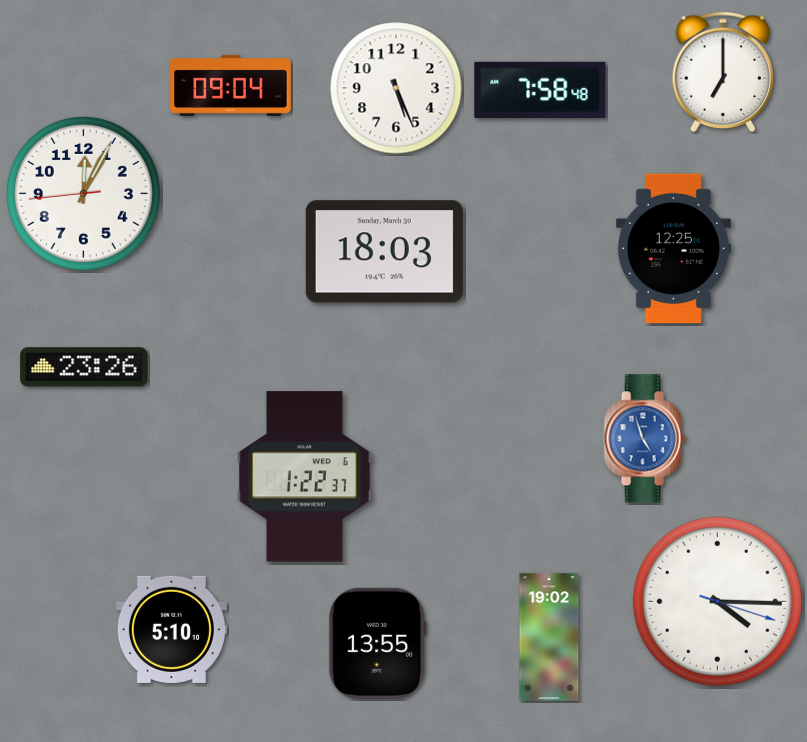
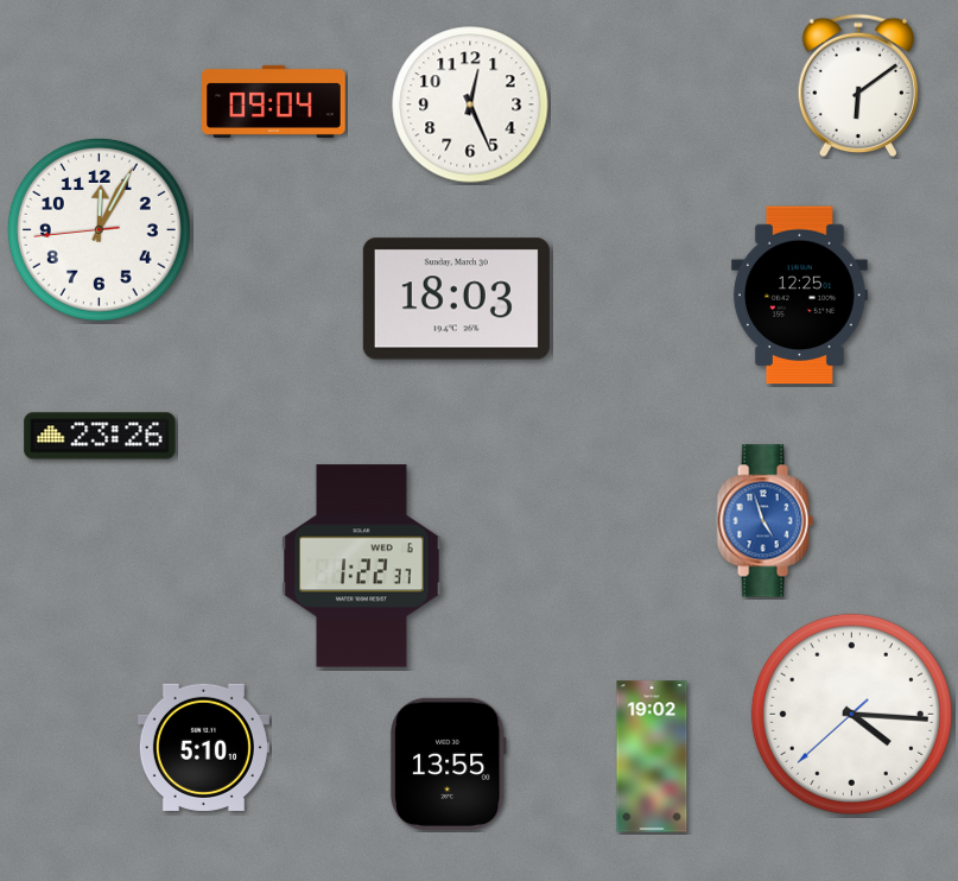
clock at (723, 72): 7:00 -> 6:09
clock at (396, 88): 5:26 -> 12:26
clock at (540, 90): 7:58 -> none
clock at (717, 601): 4:15:18 -> 4:15:38
